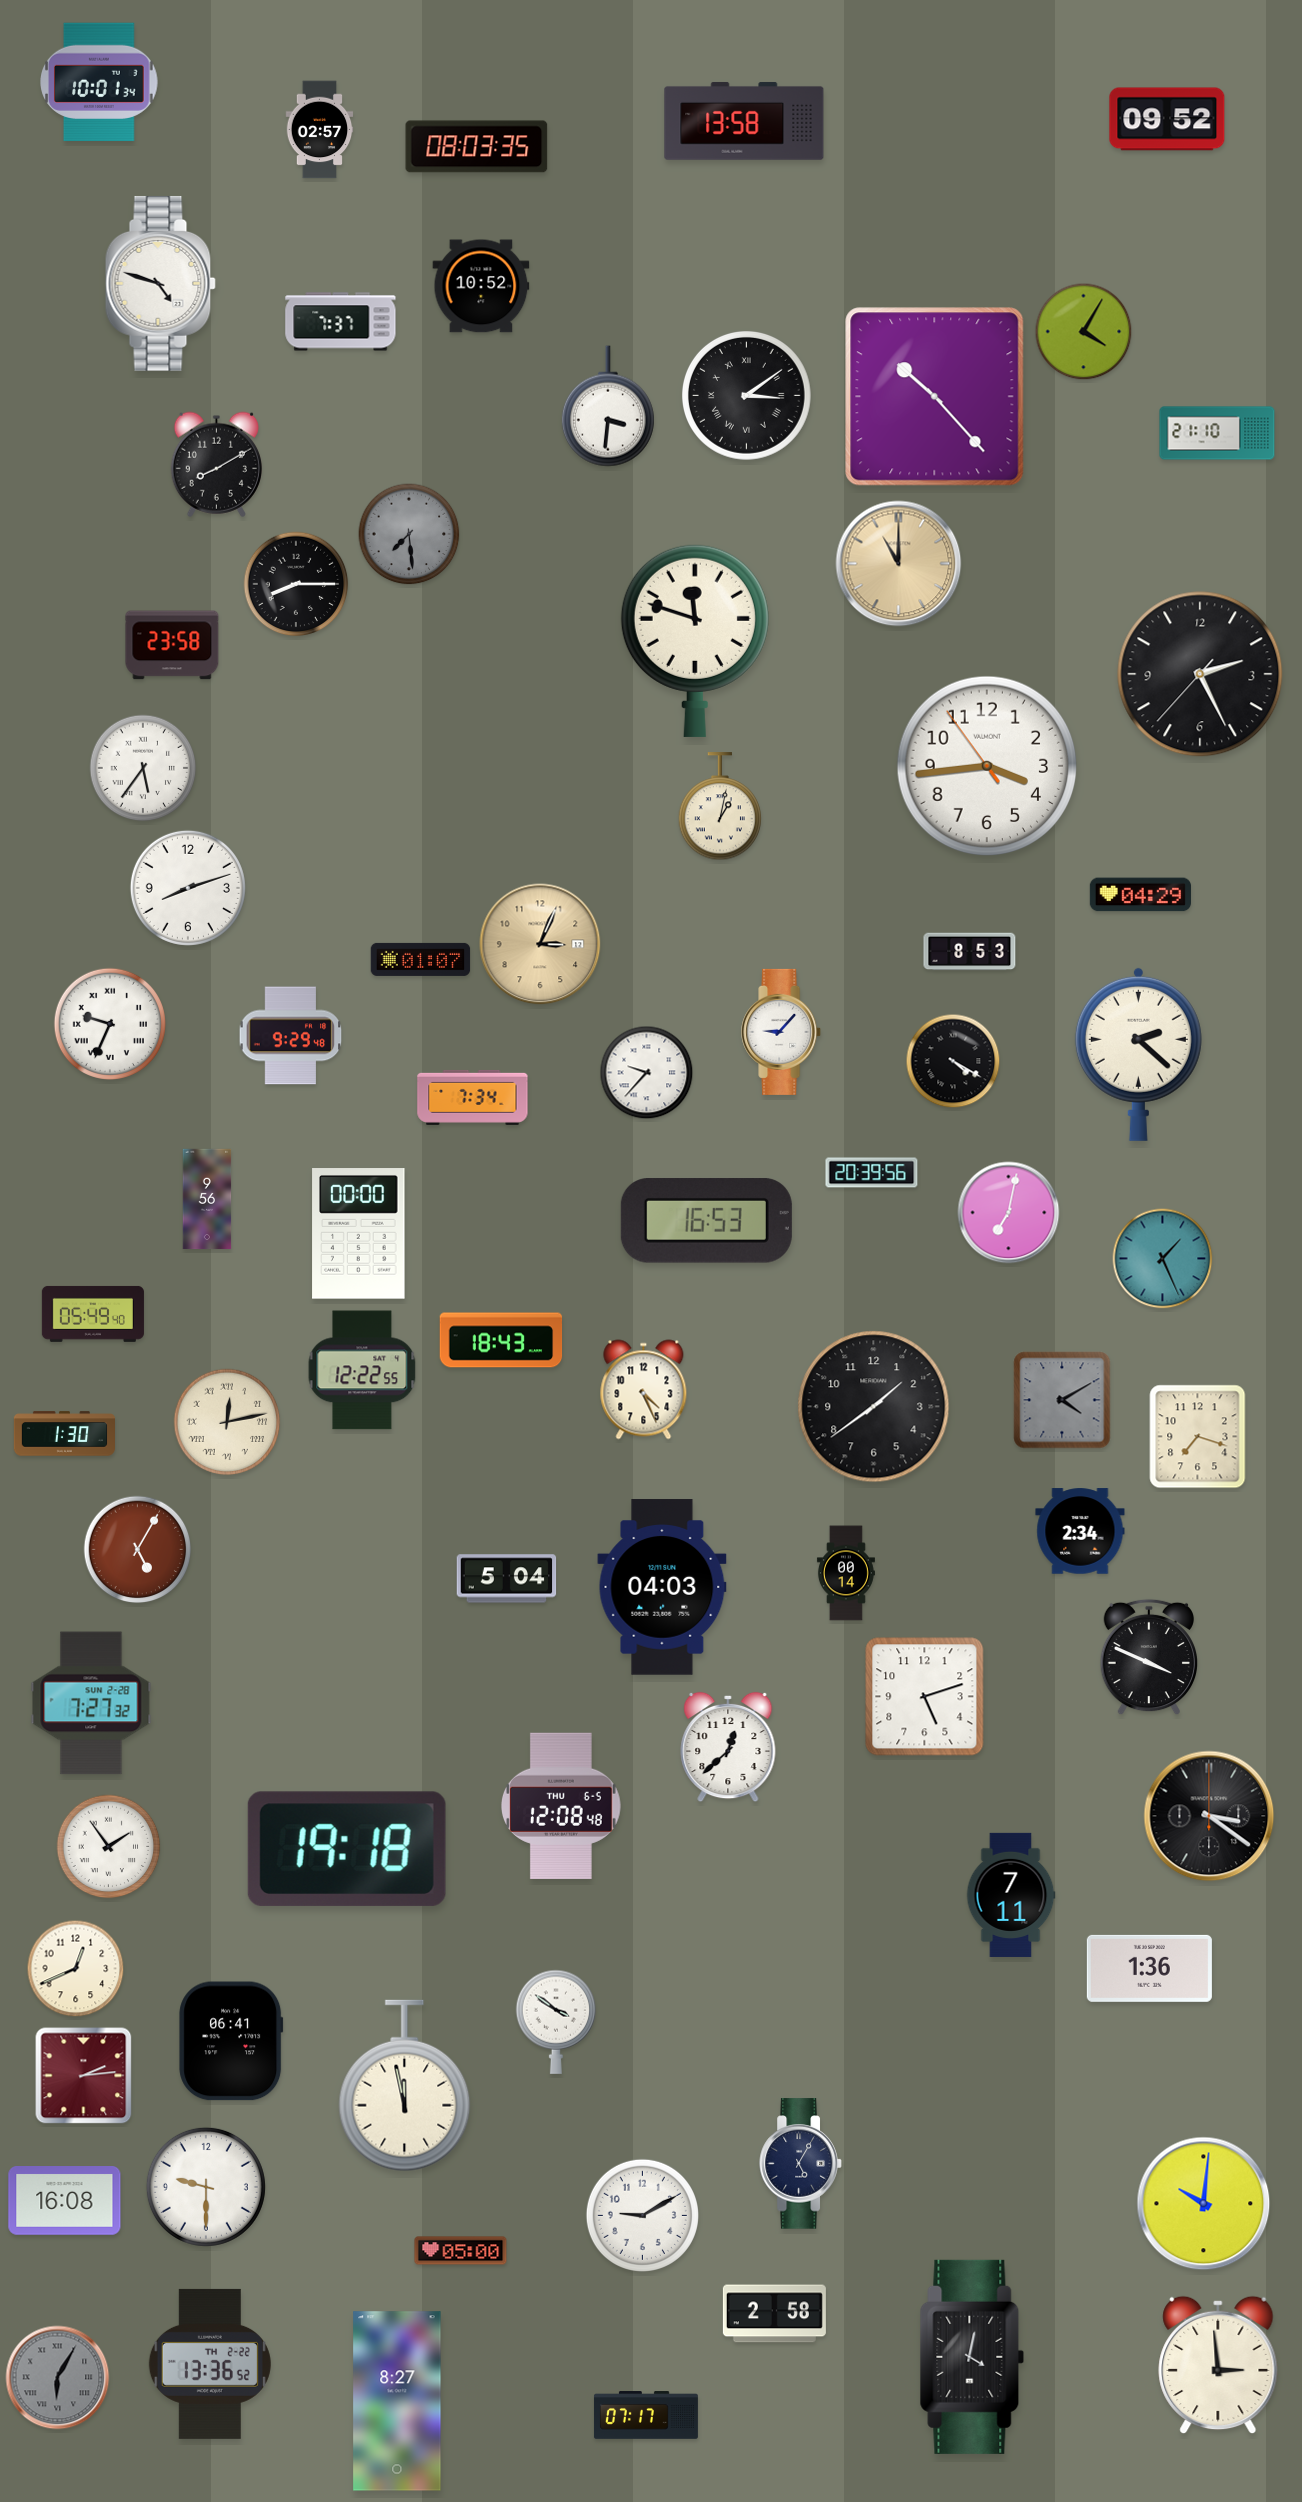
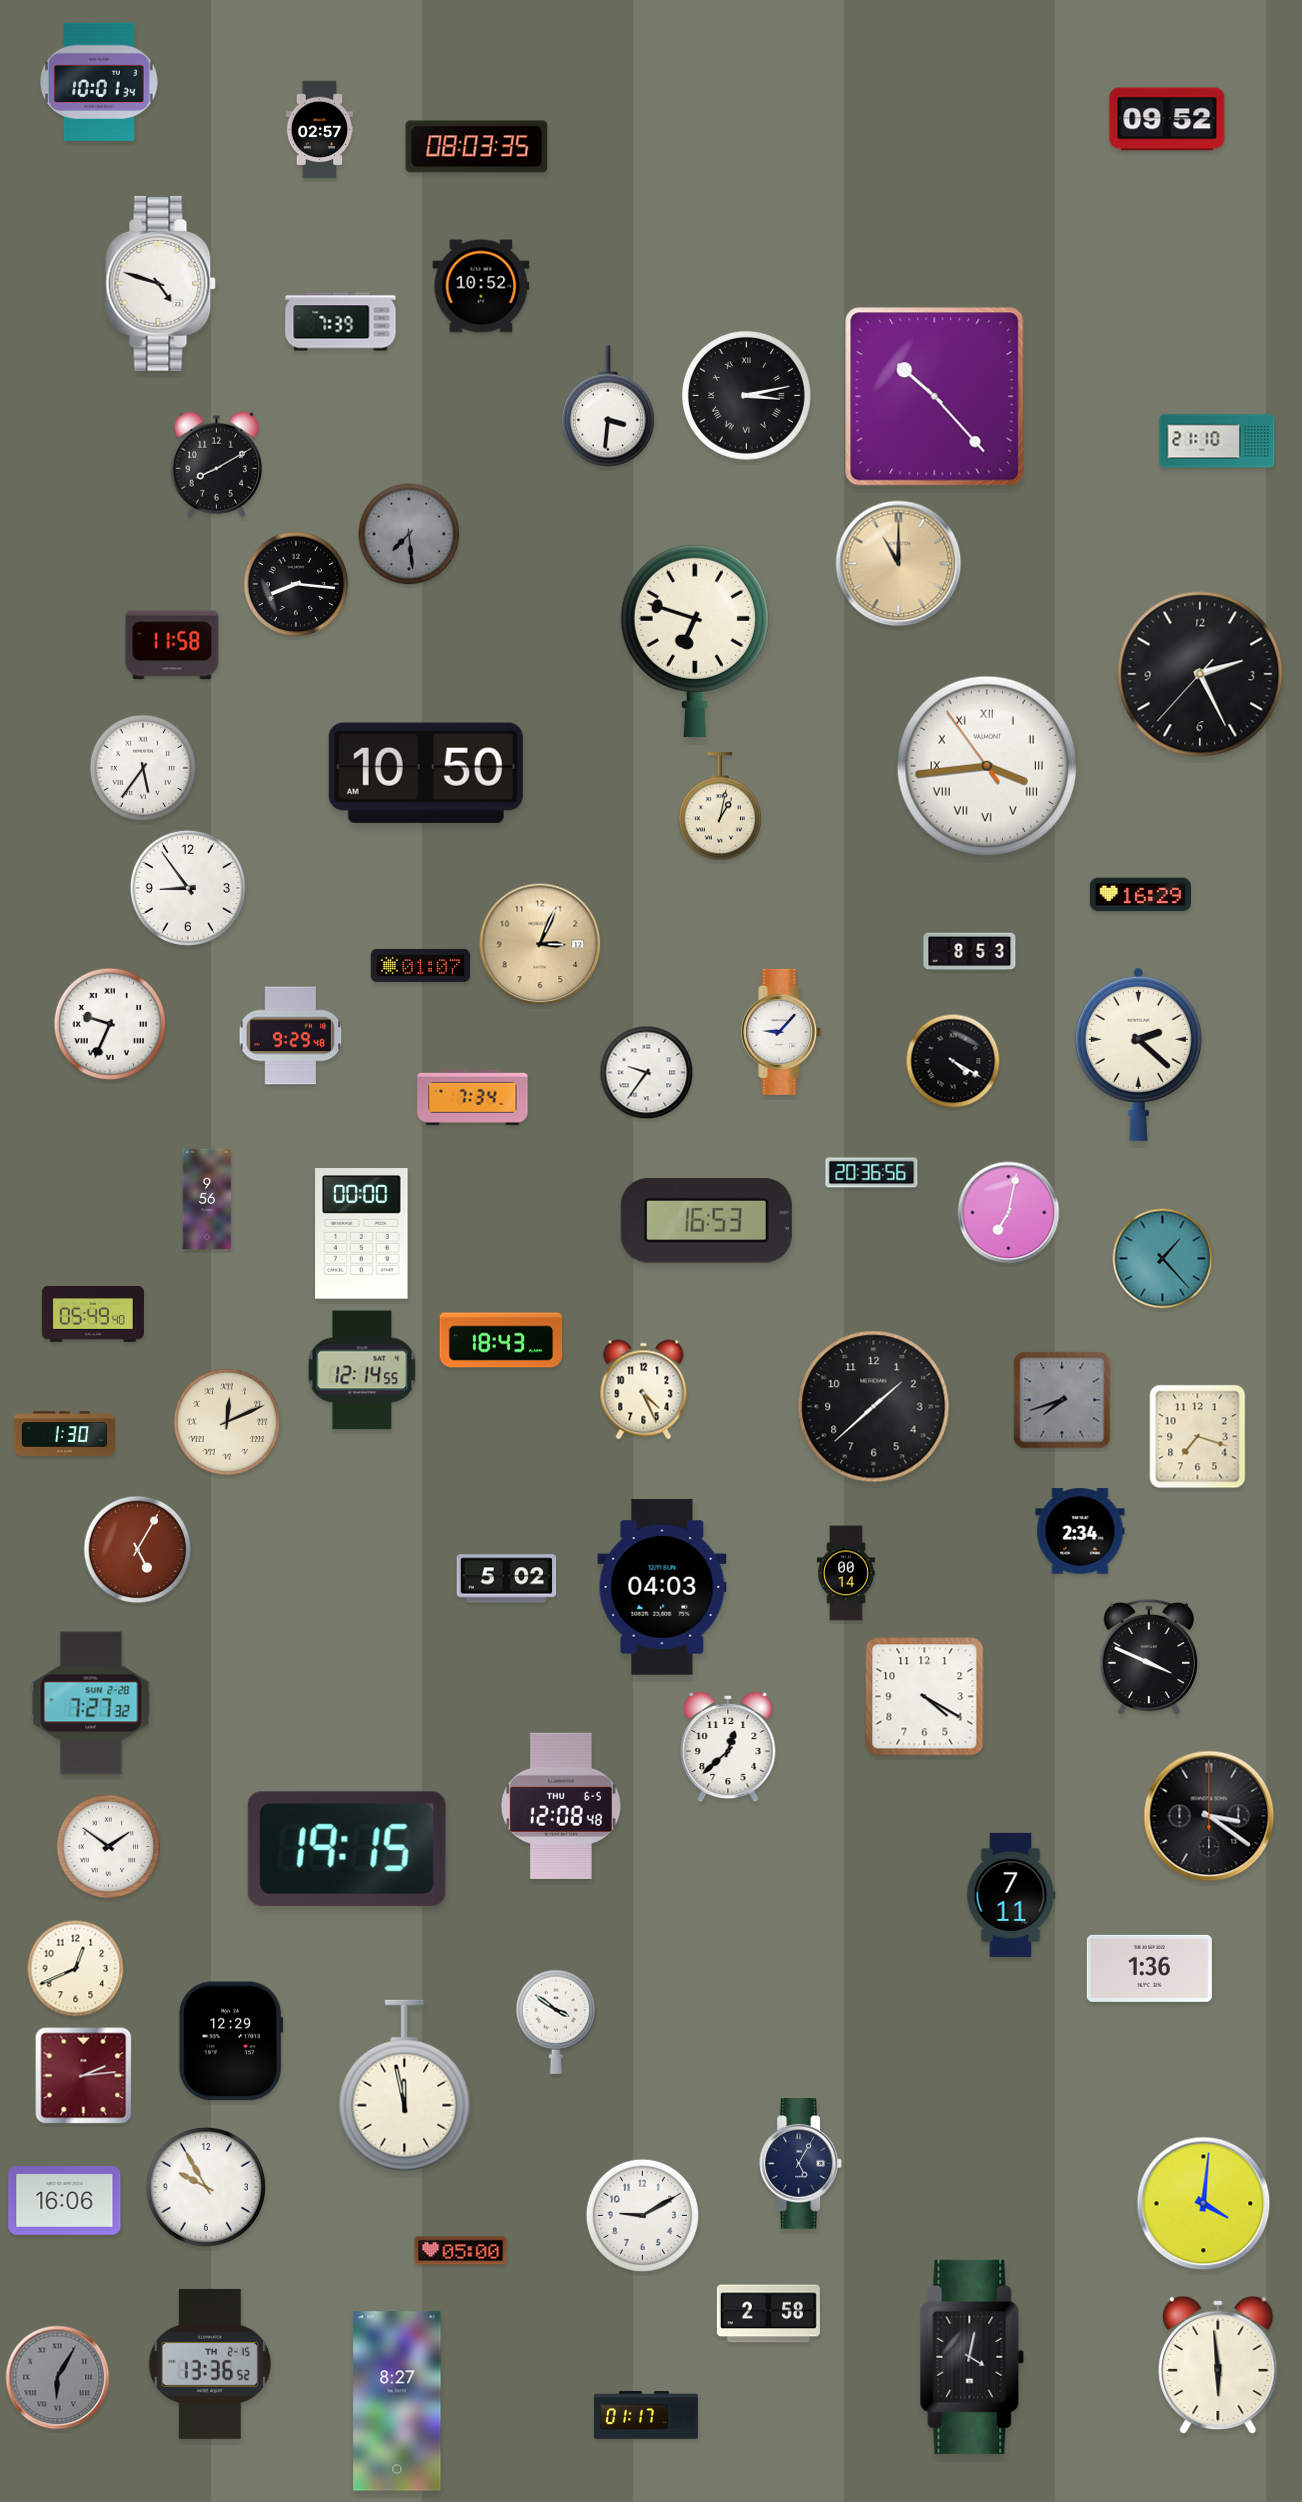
clock at (744, 121): 13:58 -> none
clock at (341, 322): 7:37 -> 7:39
clock at (1084, 332): 4:05 -> none
clock at (746, 395): 3:09 -> 3:13
clock at (1217, 433) position: (1217, 433) -> (1217, 441)
clock at (296, 584): 8:15 -> 8:16
clock at (695, 640): 11:48 -> 6:48
clock at (172, 645): 23:58 -> 11:58
clock at (987, 766) numerals: Arabic -> Roman
clock at (426, 773): none -> 10:50
clock at (188, 888): 8:12 -> 8:54
clock at (1140, 895): 04:29 -> 16:29
clock at (421, 959) position: (421, 959) -> (421, 965)
clock at (647, 1073): 9:37 -> 9:36
clock at (872, 1173): 20:39 -> 20:36
clock at (359, 1234) position: (359, 1234) -> (362, 1234)
clock at (1163, 1259): 1:26 -> 1:23
clock at (362, 1370): 12:22 -> 12:14
clock at (1062, 1400): 4:10 -> 7:42
clock at (874, 1407): 1:39 -> 1:38
clock at (227, 1422): 12:13 -> 12:11
clock at (507, 1579): 5:04 -> 5:02
clock at (925, 1697): 5:12 -> 4:20
clock at (109, 1847): 1:54 -> 1:51
clock at (347, 1849): 19:18 -> 19:15
clock at (231, 2041): 06:41 -> 12:29
clock at (206, 2187): 9:30 -> 9:55
clock at (65, 2201): 16:08 -> 16:06
clock at (1204, 2204): 10:01 -> 4:01
clock at (774, 2314) position: (774, 2314) -> (768, 2314)
clock at (210, 2364) date: TH 2-22 -> TH 2-15
clock at (1218, 2365): 2:59 -> 5:59
clock at (646, 2415): 07:17 -> 01:17
